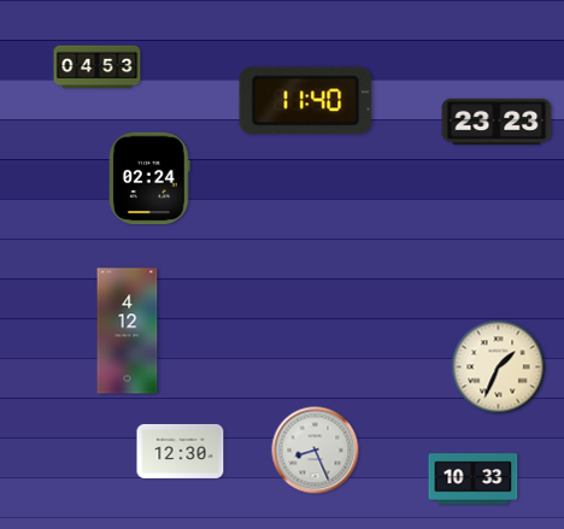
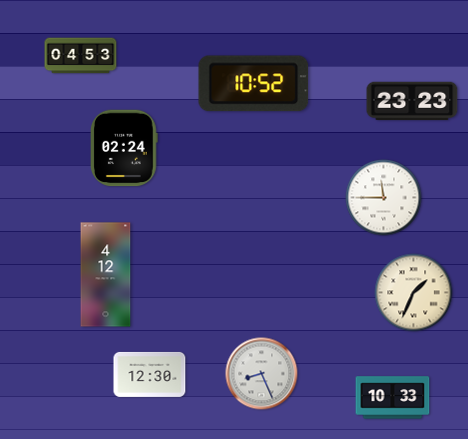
clock at (306, 101): 11:40 -> 10:52
clock at (384, 198): none -> 11:45
clock at (499, 368) position: (499, 368) -> (414, 293)
